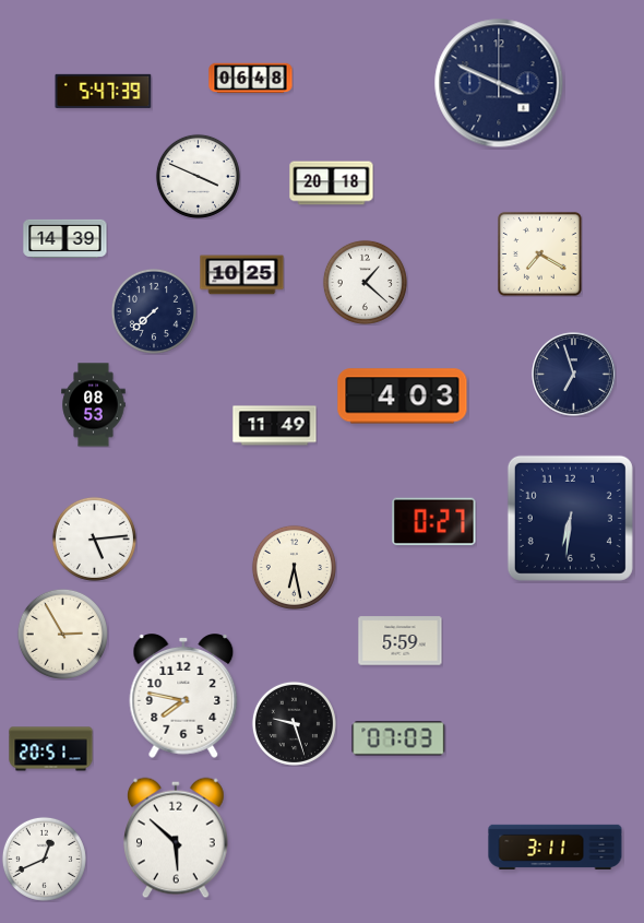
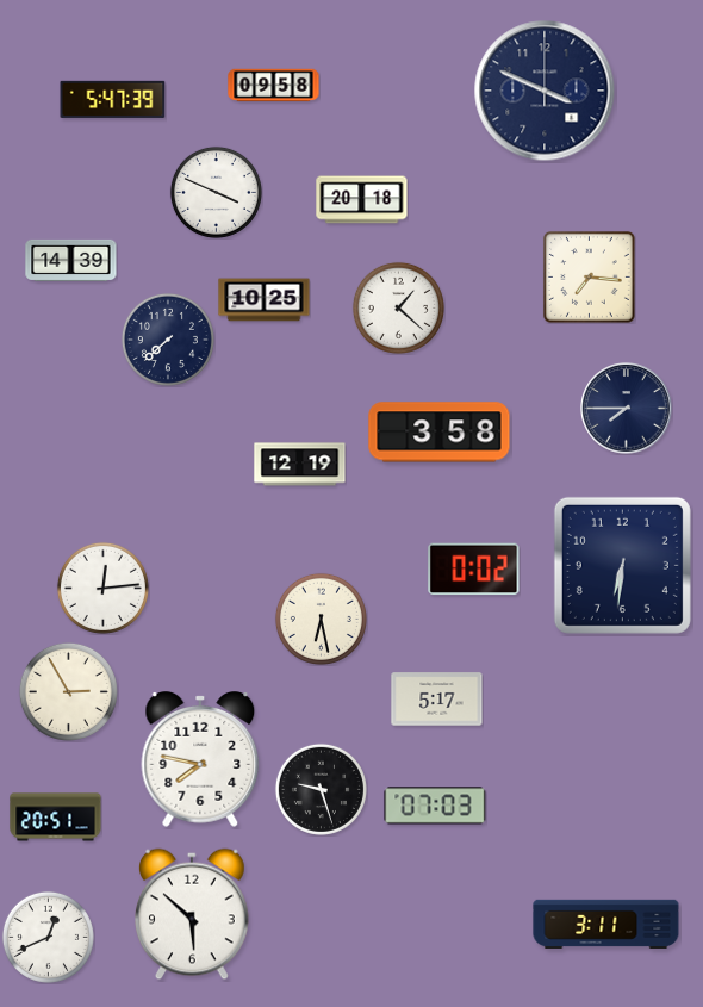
clock at (251, 79): 06:48 -> 09:58
clock at (540, 255): 7:20 -> 7:16
clock at (574, 375): 6:57 -> 7:45
clock at (403, 397): 4:03 -> 3:58
clock at (94, 405): 08:53 -> none
clock at (275, 426): 11:49 -> 12:19
clock at (434, 522): 0:27 -> 0:02
clock at (94, 539): 5:14 -> 12:14
clock at (401, 641): 5:59 -> 5:17
